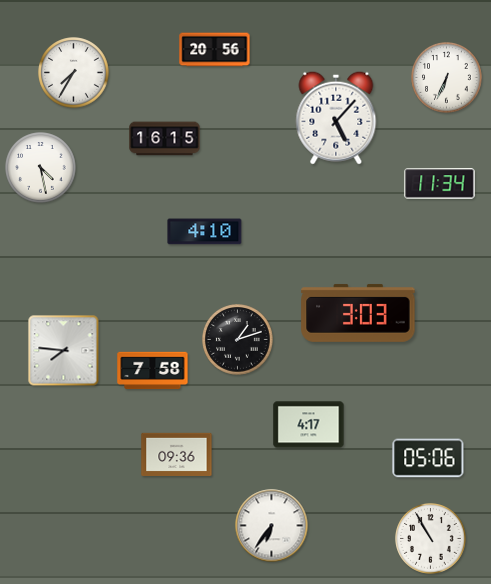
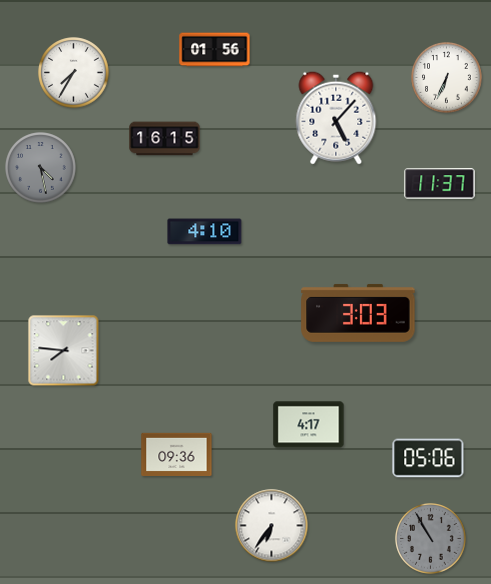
clock at (215, 50): 20:56 -> 01:56
clock at (41, 168) dial: white -> grey
clock at (440, 184): 11:34 -> 11:37
clock at (238, 340): 1:12 -> none
clock at (153, 371): 7:58 -> none
clock at (431, 539) dial: white -> grey
